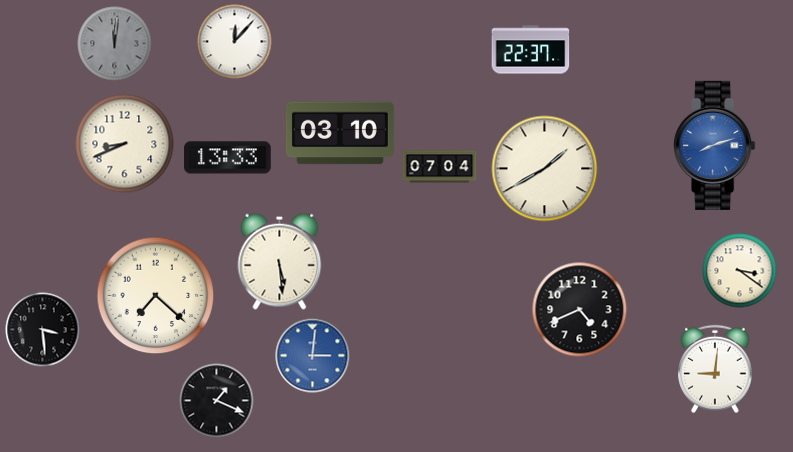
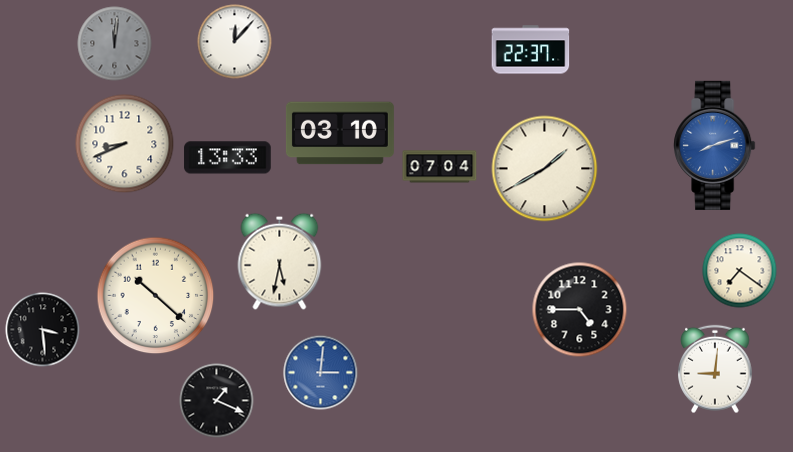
clock at (280, 261): 5:29 -> 5:32
clock at (740, 271): 3:21 -> 7:21
clock at (156, 296): 7:22 -> 10:22
clock at (580, 310): 4:41 -> 4:45
clock at (313, 356) position: (313, 356) -> (321, 373)
